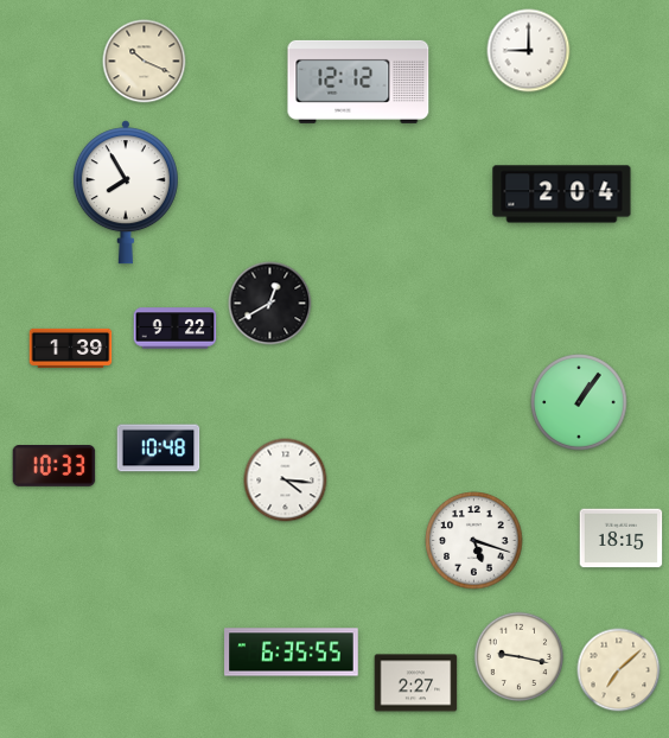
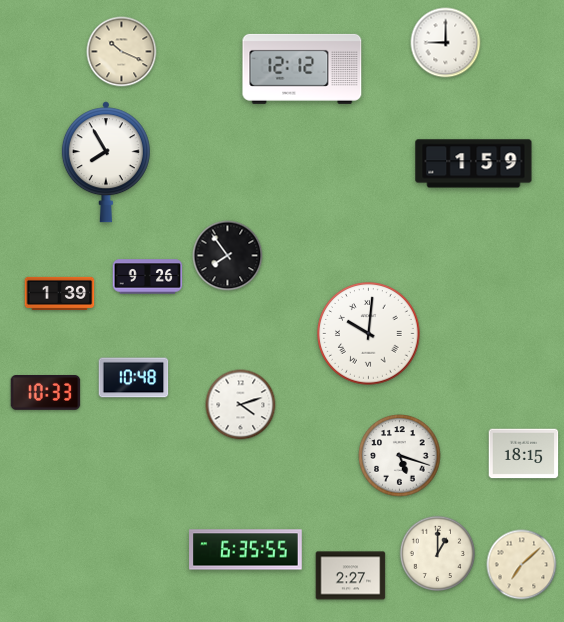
clock at (562, 195): 2:04 -> 1:59
clock at (270, 304): 12:40 -> 7:54
clock at (176, 329): 9:22 -> 9:26
clock at (369, 334): none -> 10:01
clock at (579, 402): 1:06 -> none
clock at (286, 481): 4:16 -> 4:12
clock at (520, 657): 9:17 -> 1:00
